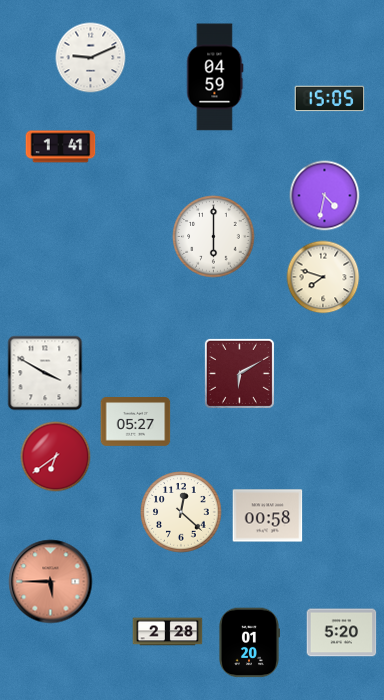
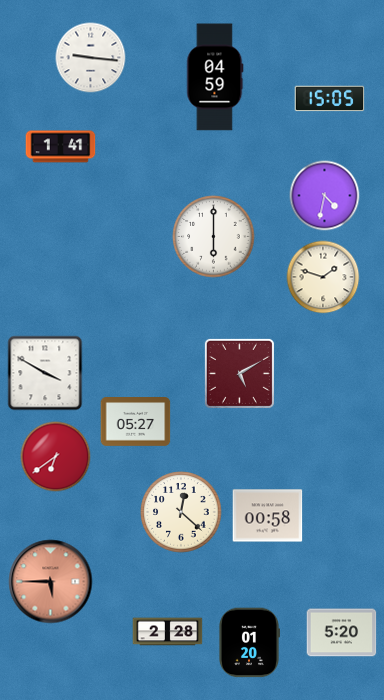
clock at (91, 58): 9:11 -> 9:16
clock at (323, 277): 7:48 -> 1:48
clock at (239, 373): 6:10 -> 5:10
